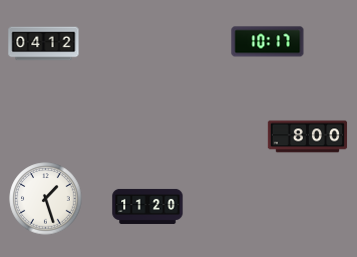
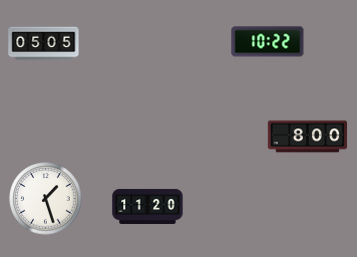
clock at (268, 42): 10:17 -> 10:22
clock at (44, 44): 04:12 -> 05:05
